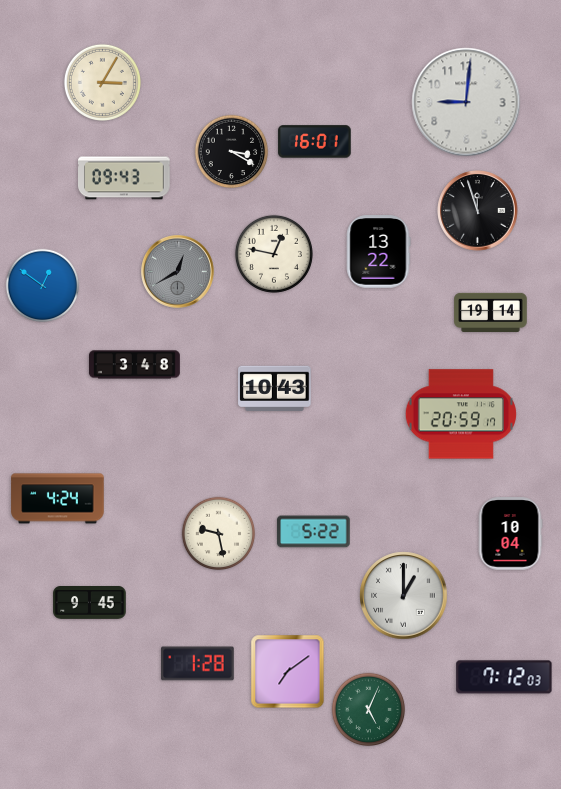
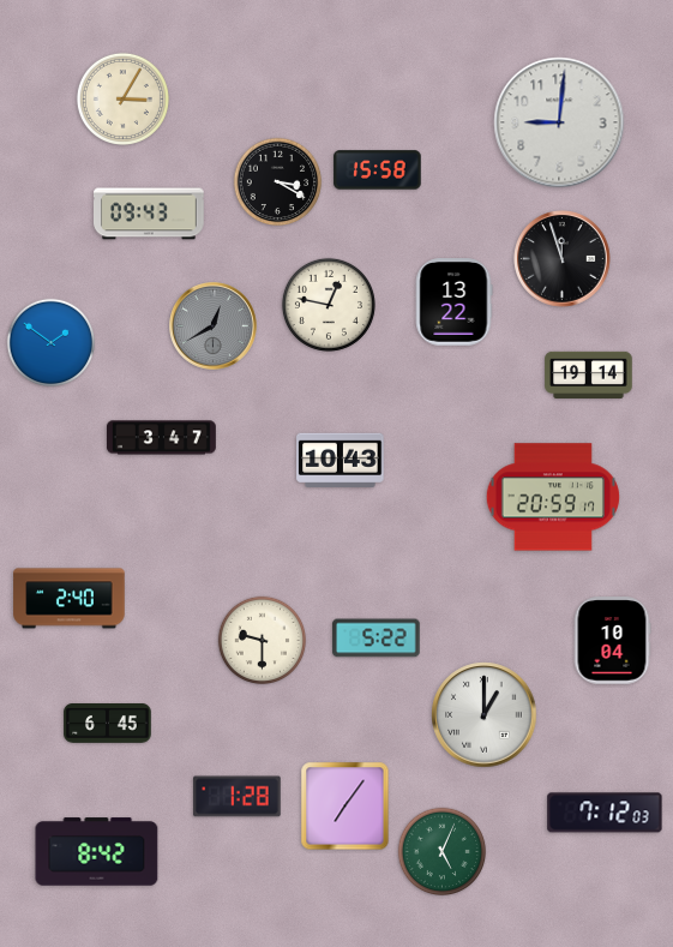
clock at (315, 142): 16:01 -> 15:58
clock at (478, 211) position: (478, 211) -> (563, 259)
clock at (43, 286): 12:51 -> 1:51
clock at (135, 365): 3:48 -> 3:47
clock at (275, 388) position: (275, 388) -> (341, 460)
clock at (58, 499): 4:24 -> 2:40
clock at (219, 534): 9:28 -> 9:30
clock at (90, 603): 9:45 -> 6:45
clock at (288, 672): 7:09 -> 7:06
clock at (97, 852): none -> 8:42
